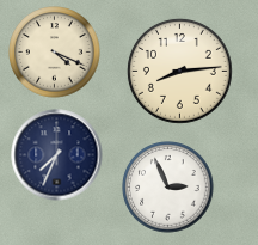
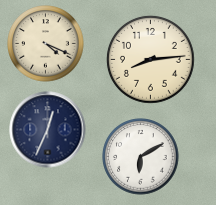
clock at (57, 155): 7:34 -> 12:34
clock at (168, 188): 2:56 -> 6:10
